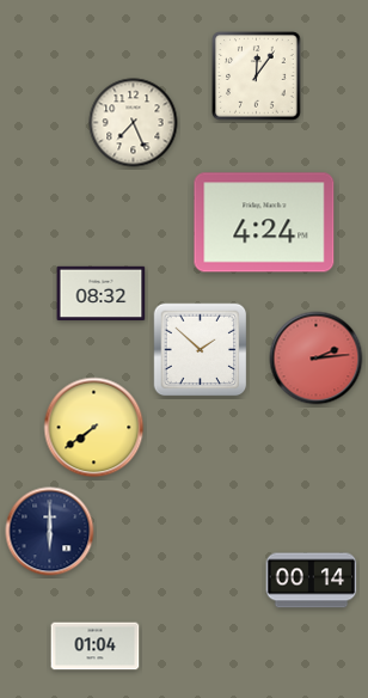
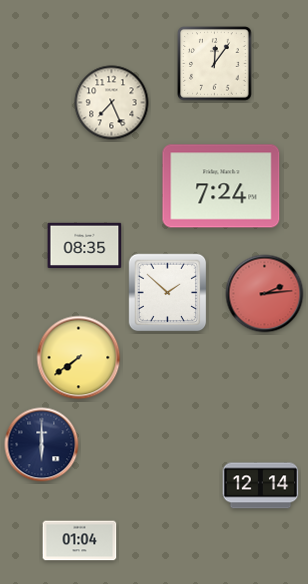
clock at (264, 222): 4:24 -> 7:24
clock at (102, 294): 08:32 -> 08:35
clock at (317, 359) position: (317, 359) -> (265, 294)
clock at (312, 581): 00:14 -> 12:14
